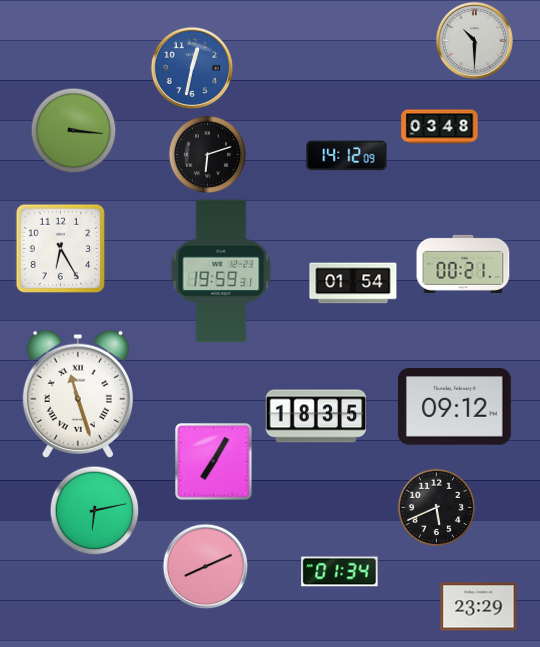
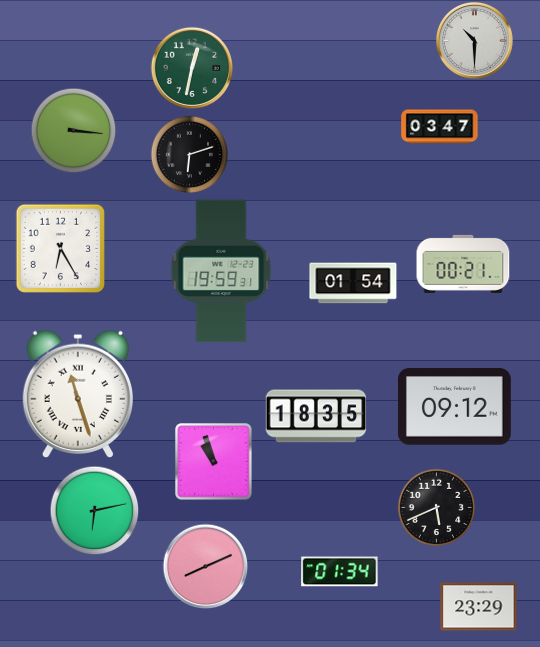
clock at (192, 68) dial: blue -> green
clock at (440, 127): 03:48 -> 03:47
clock at (207, 154) position: (207, 154) -> (189, 154)
clock at (347, 156): 14:12 -> none
clock at (214, 462): 7:05 -> 10:57
